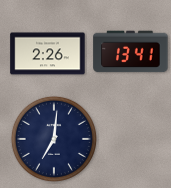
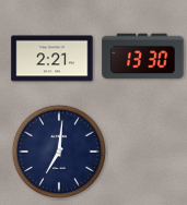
clock at (131, 52): 13:41 -> 13:30
clock at (48, 54): 2:26 -> 2:21
